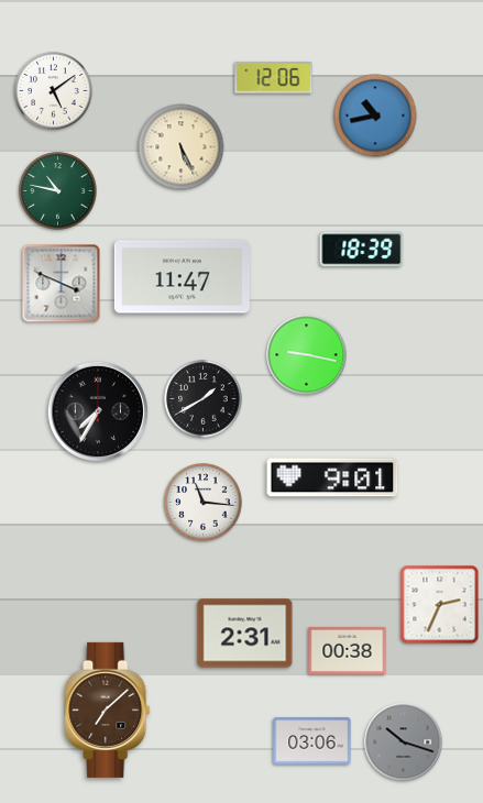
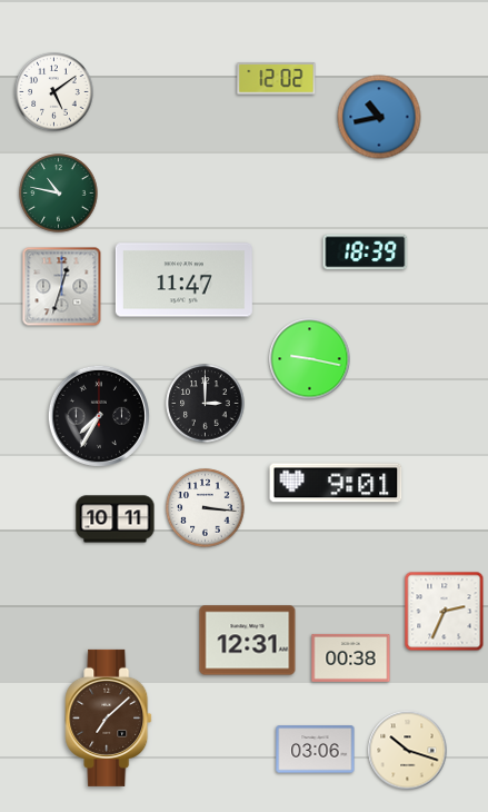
clock at (274, 78): 12:06 -> 12:02
clock at (182, 147): 5:26 -> none
clock at (62, 284): 3:49 -> 12:33
clock at (204, 399): 1:40 -> 3:00
clock at (204, 503): 11:16 -> 3:16
clock at (116, 519): none -> 10:11
clock at (245, 634): 2:31 -> 12:31
clock at (404, 743) dial: grey -> cream
